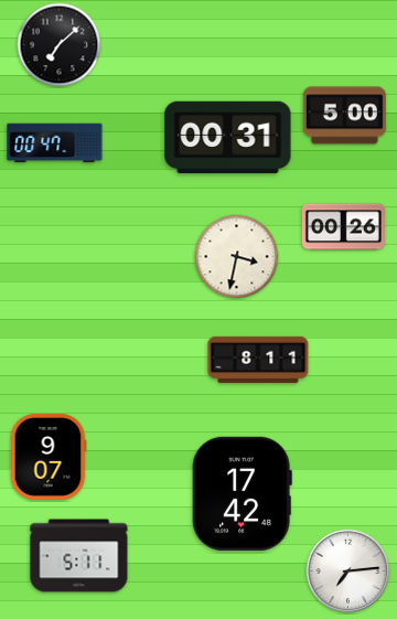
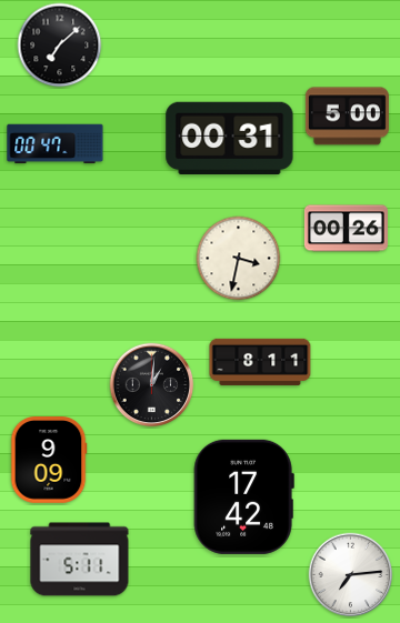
clock at (152, 385): none -> 1:01
clock at (49, 457): 9:07 -> 9:09
